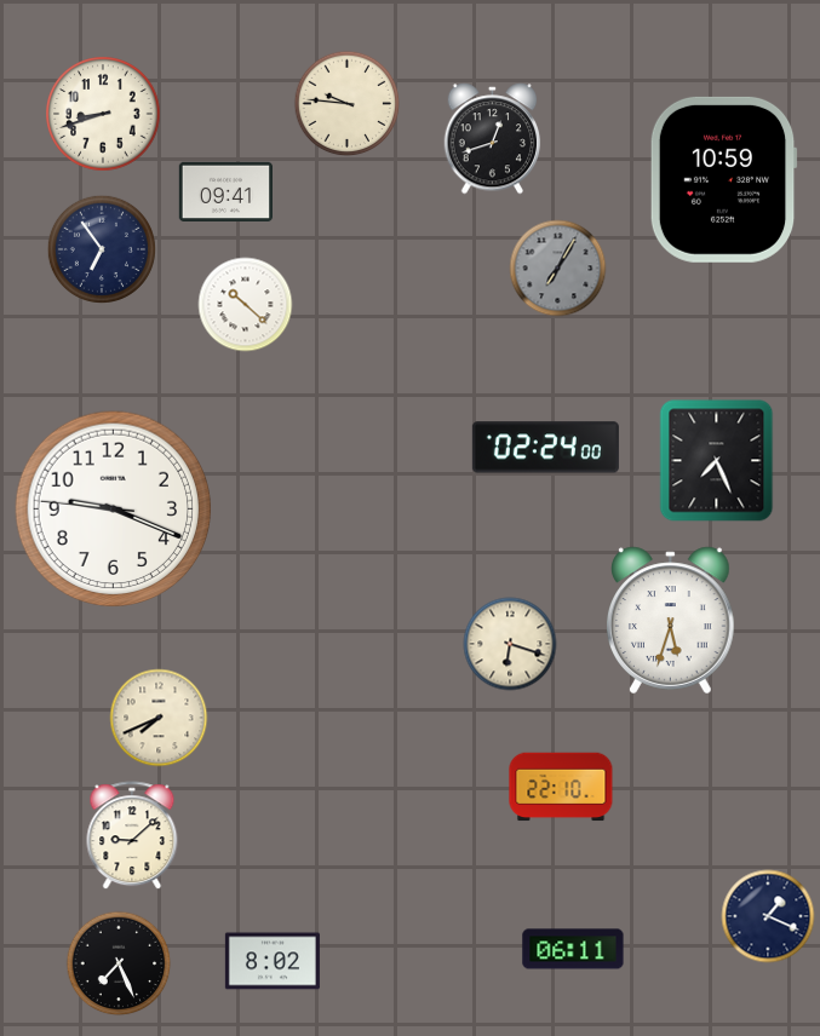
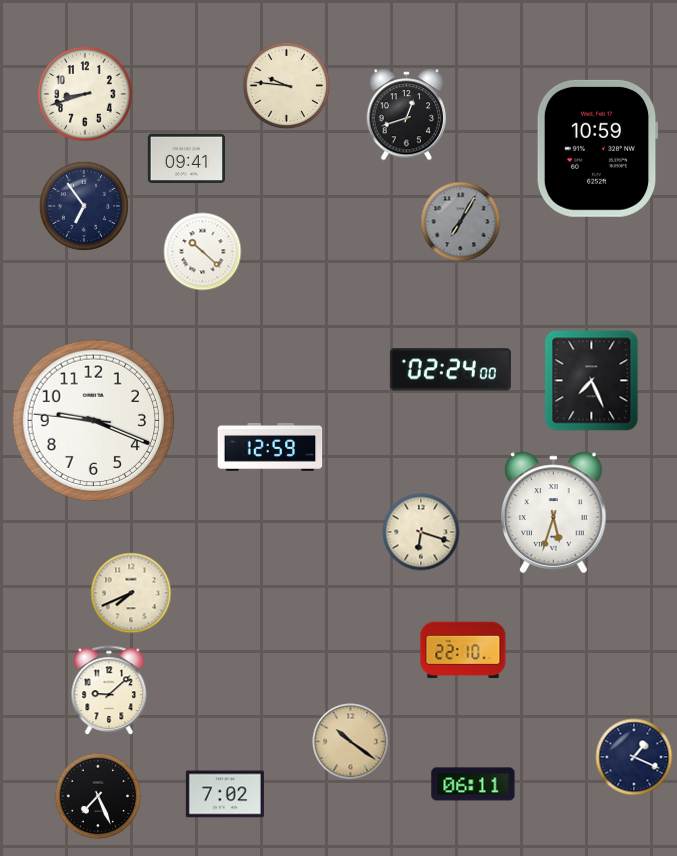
clock at (270, 447): none -> 12:59
clock at (351, 742): none -> 10:21
clock at (273, 961): 8:02 -> 7:02
